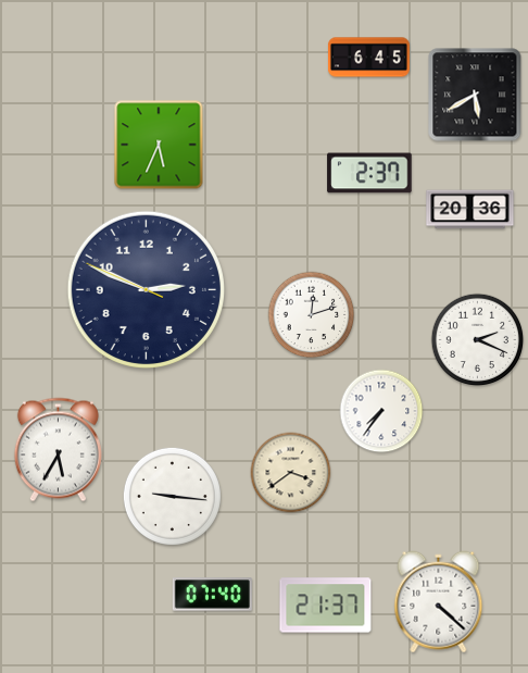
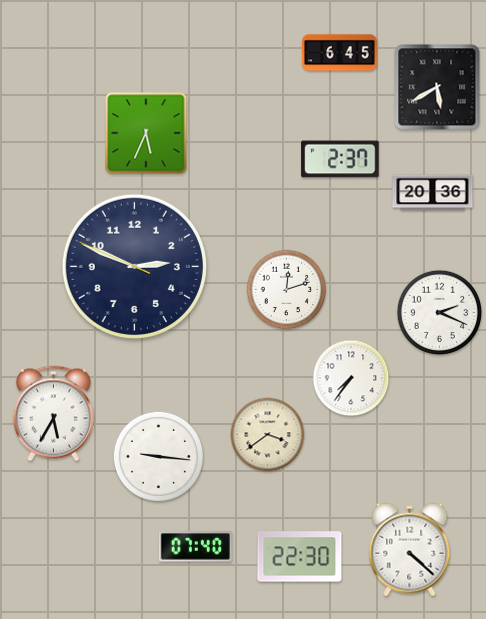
clock at (439, 602) position: (439, 602) -> (410, 550)
clock at (326, 606): 21:37 -> 22:30
